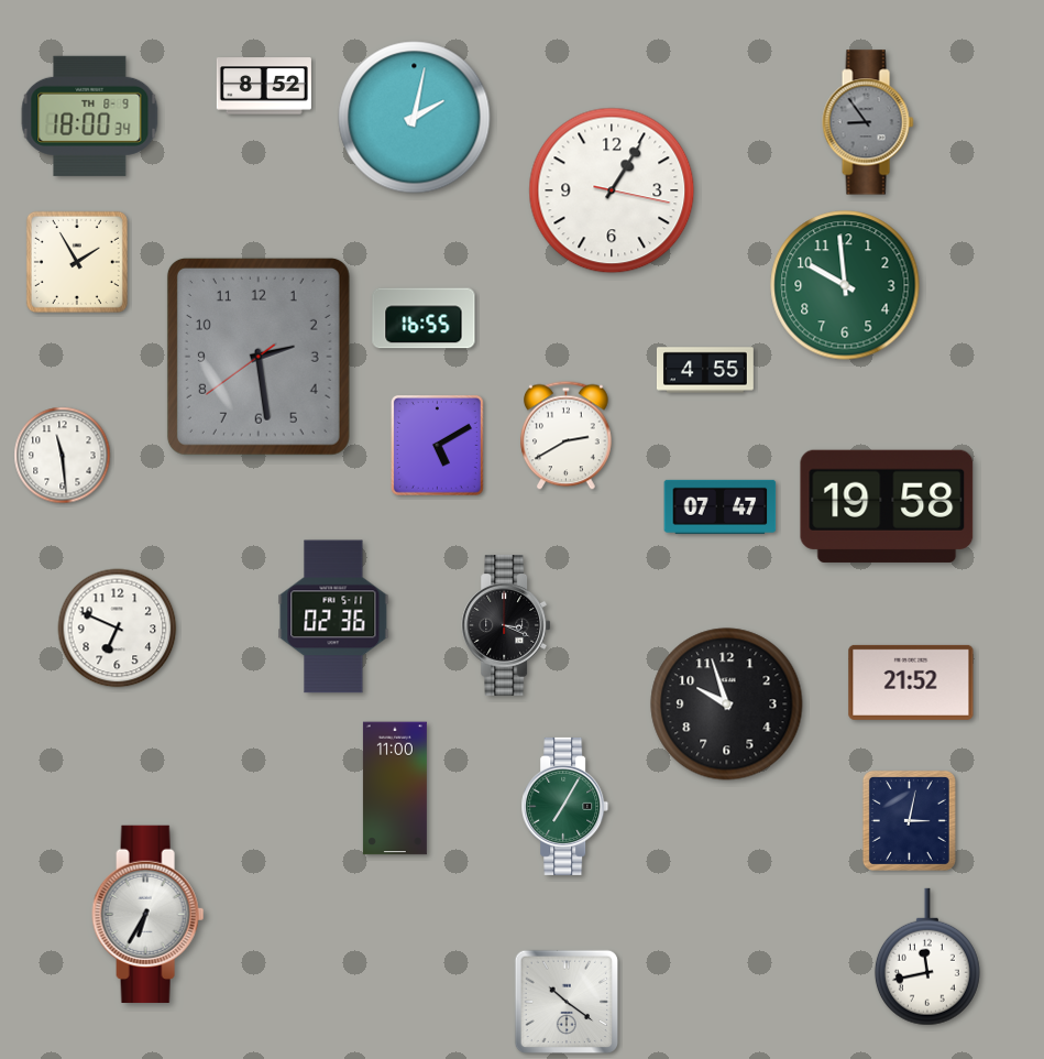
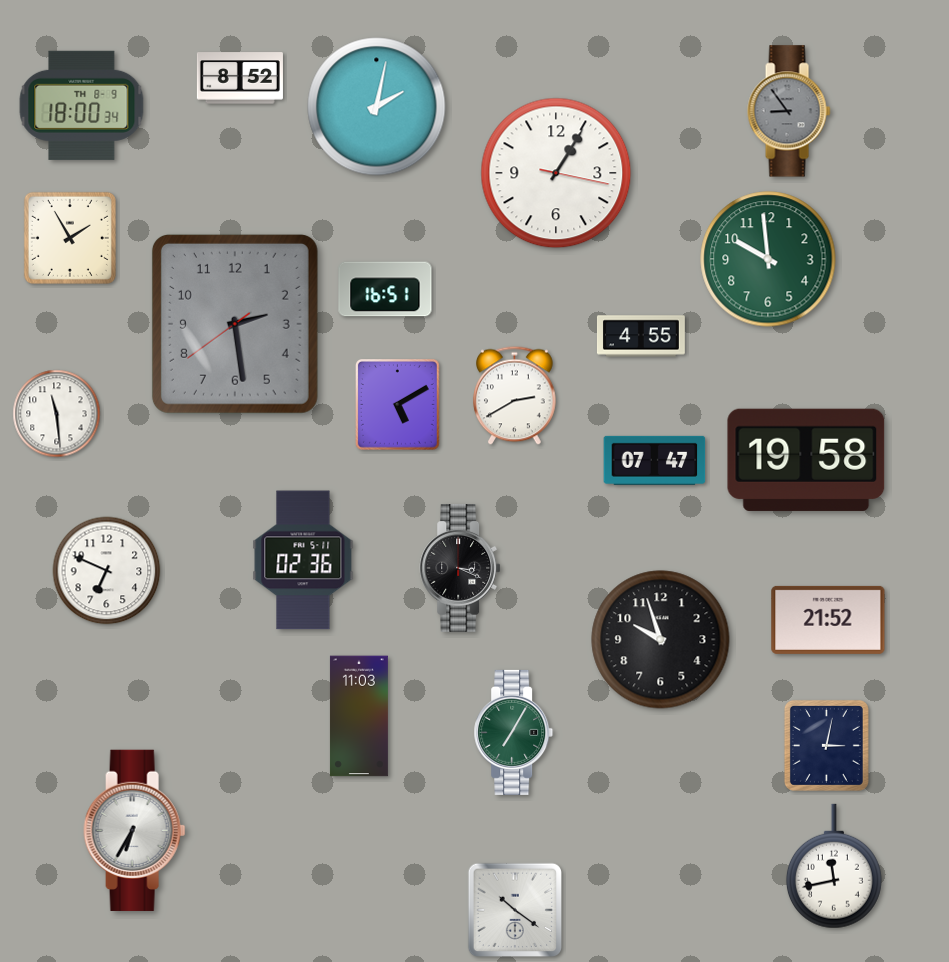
clock at (424, 318): 16:55 -> 16:51
clock at (395, 788): 11:00 -> 11:03
clock at (927, 957) position: (927, 957) -> (834, 866)
